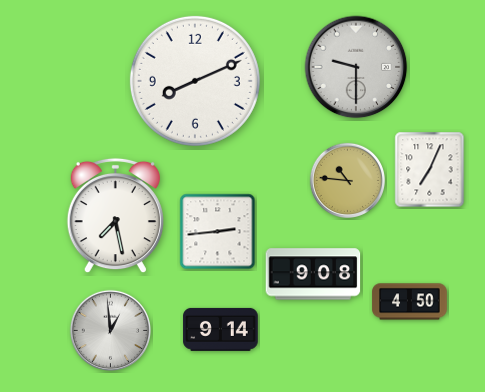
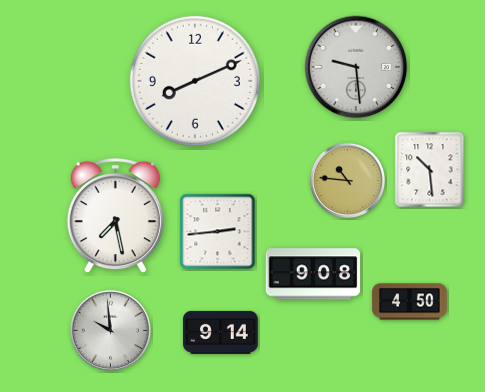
clock at (356, 67): 9:30 -> 9:29
clock at (430, 170): 7:04 -> 10:29
clock at (221, 329) position: (221, 329) -> (221, 332)
clock at (110, 330): 12:59 -> 9:59
